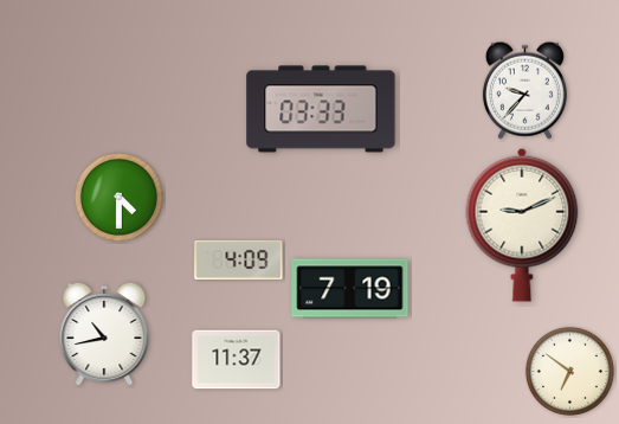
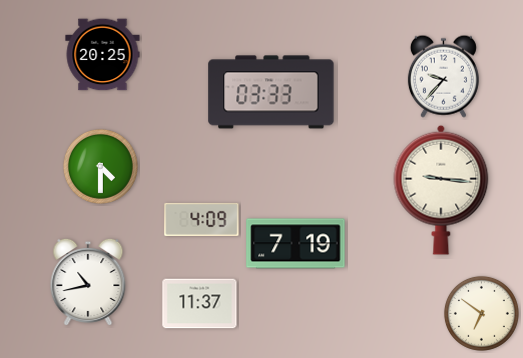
clock at (103, 55): none -> 20:25
clock at (522, 225): 9:11 -> 9:16
